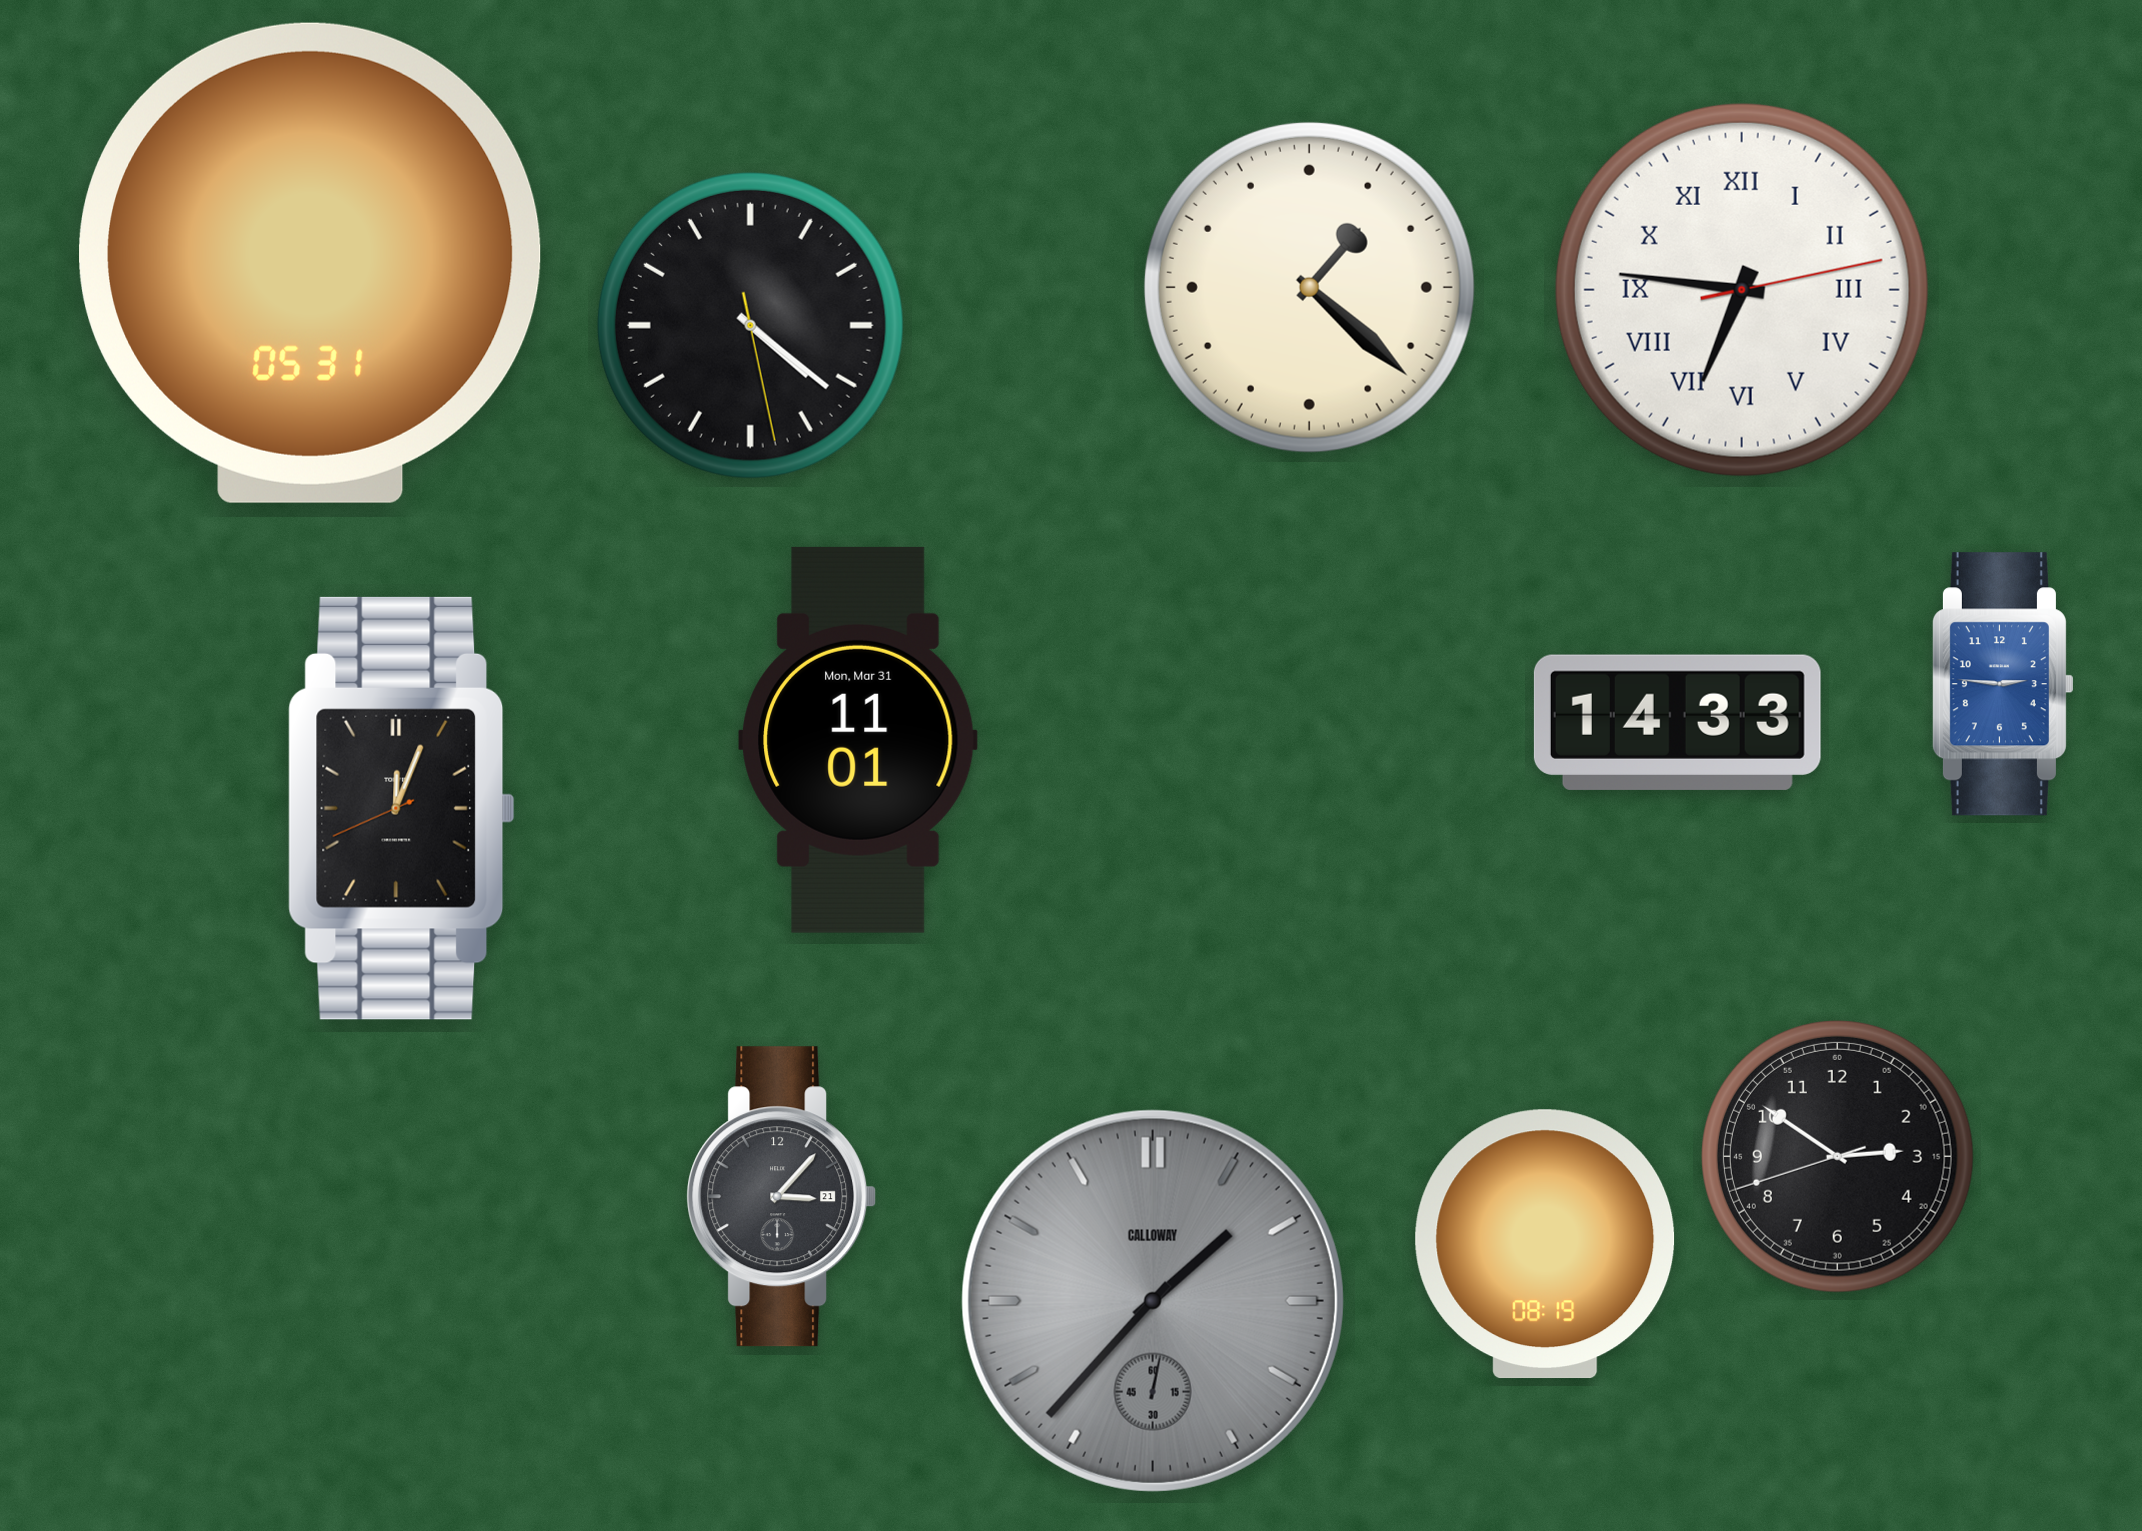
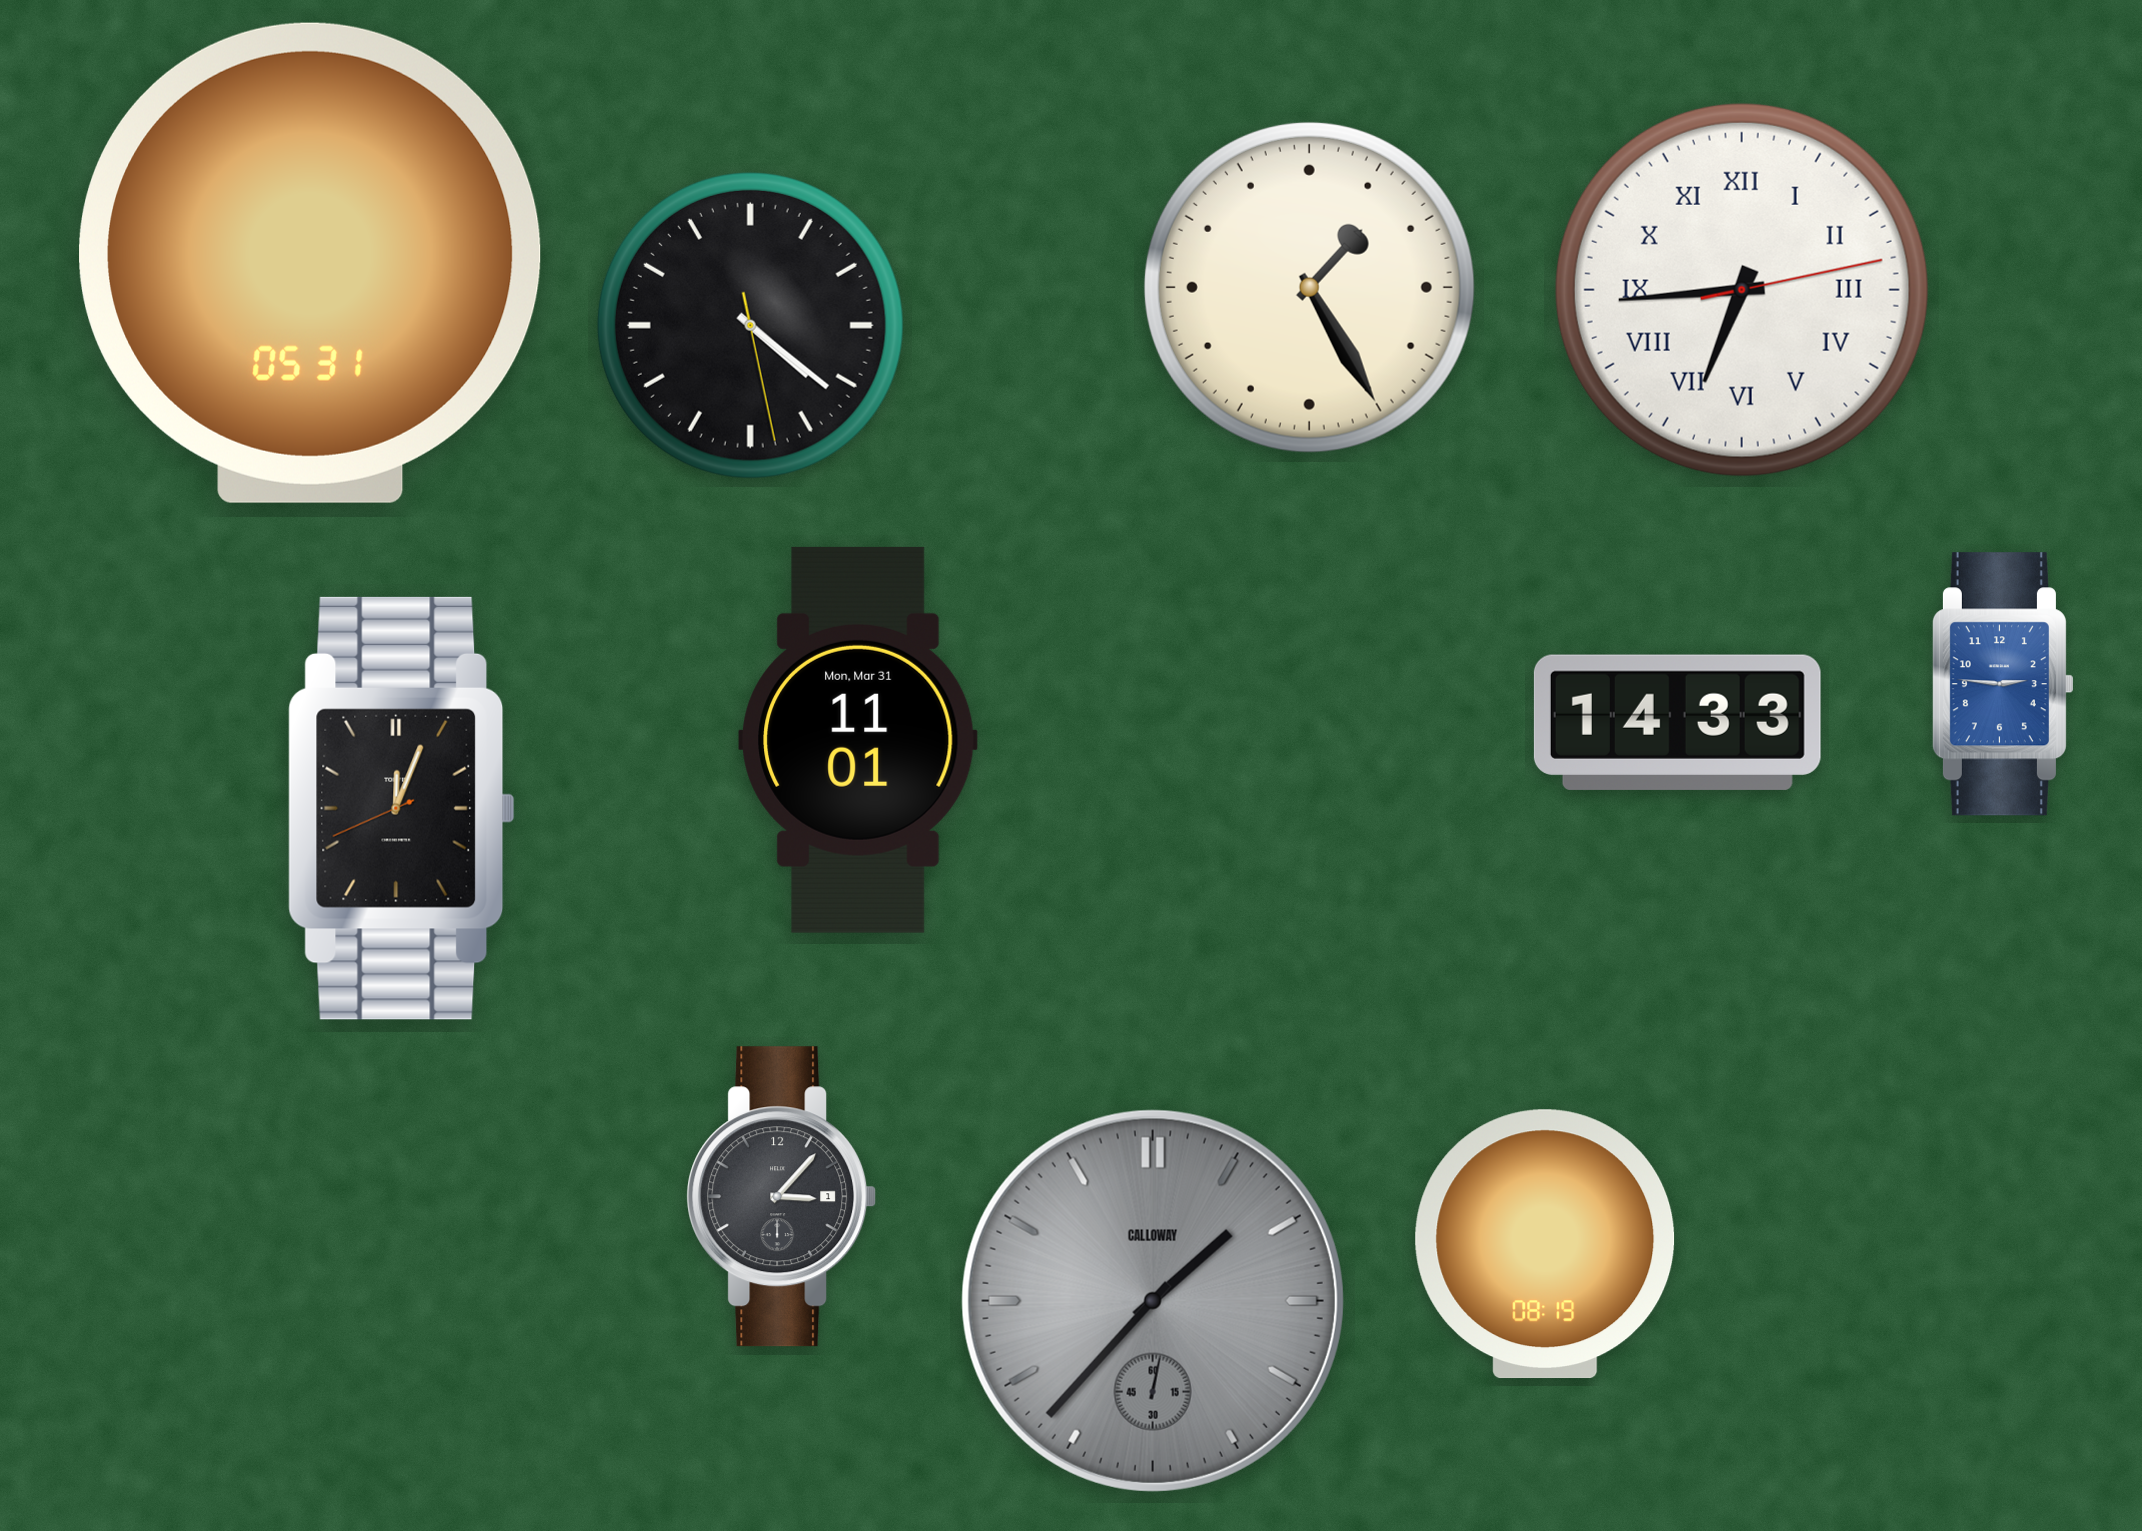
clock at (1309, 287): 1:22 -> 1:25
clock at (1742, 290): 6:46 -> 6:44
clock at (1837, 1156): 2:50 -> none
clock at (782, 1197) date: 21 -> 1
